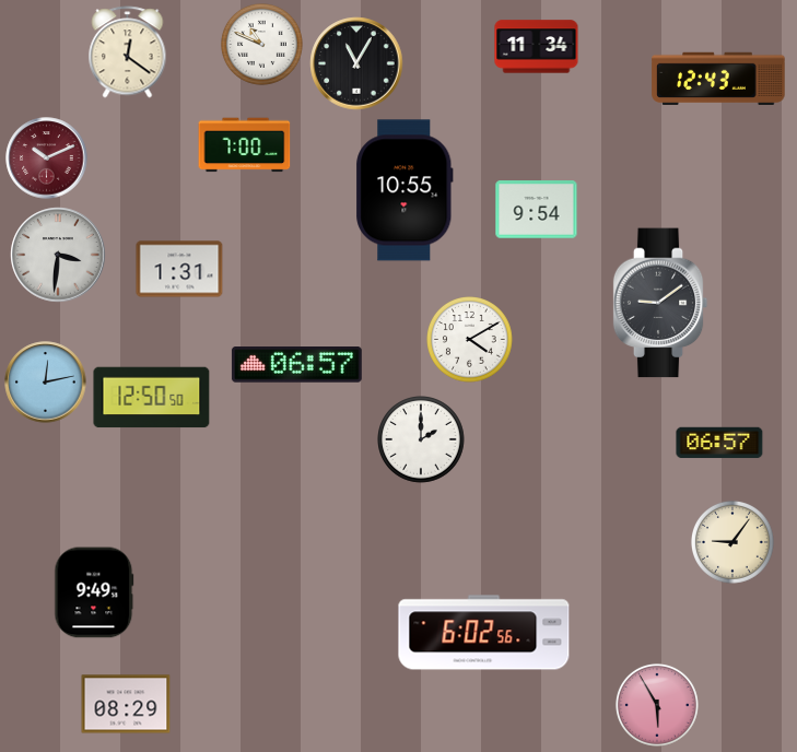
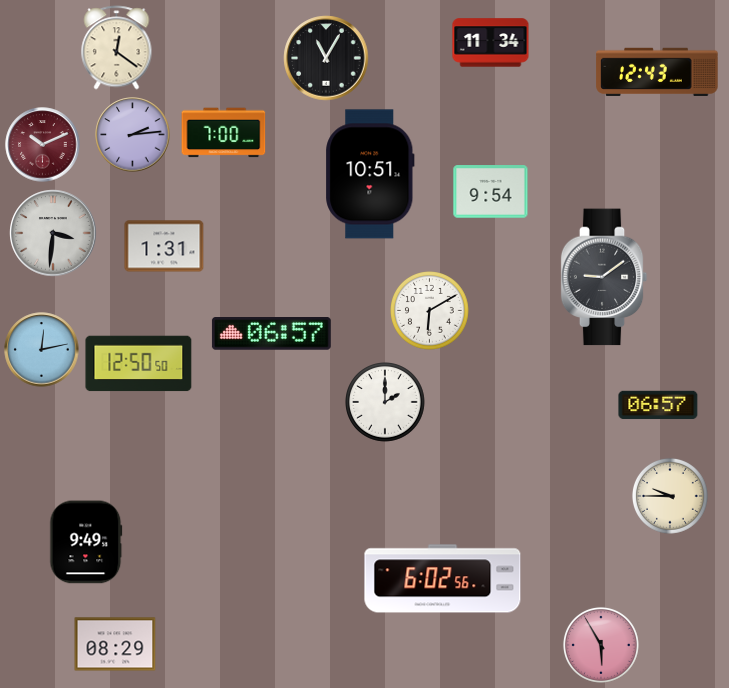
clock at (261, 44): 10:49 -> none
clock at (133, 135): none -> 2:14
clock at (405, 190): 10:55 -> 10:51
clock at (470, 340): 4:10 -> 6:10
clock at (732, 542): 9:06 -> 9:45
